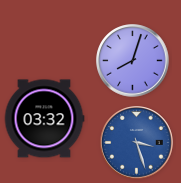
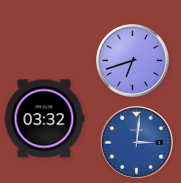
clock at (133, 61): 8:03 -> 6:42
clock at (137, 143): 3:27 -> 3:01
